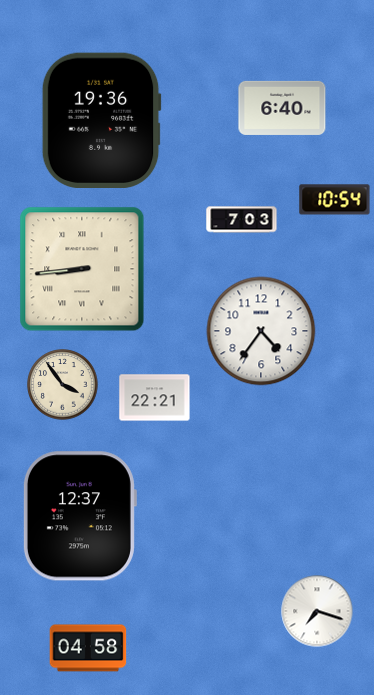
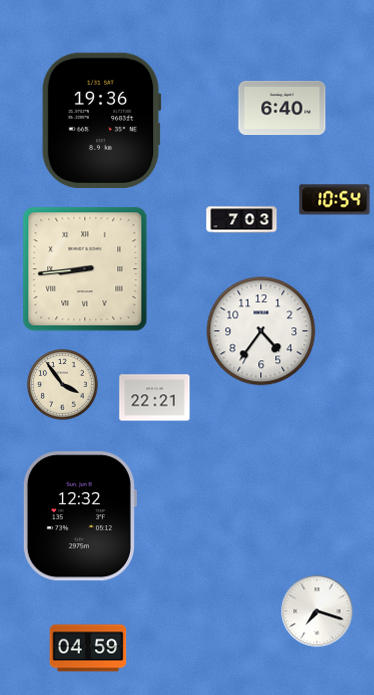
clock at (82, 269) position: (82, 269) -> (85, 269)
clock at (79, 516): 12:37 -> 12:32
clock at (88, 648): 04:58 -> 04:59
